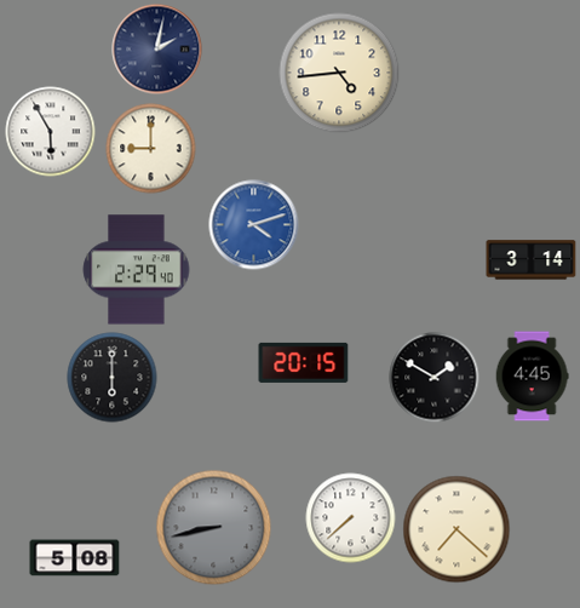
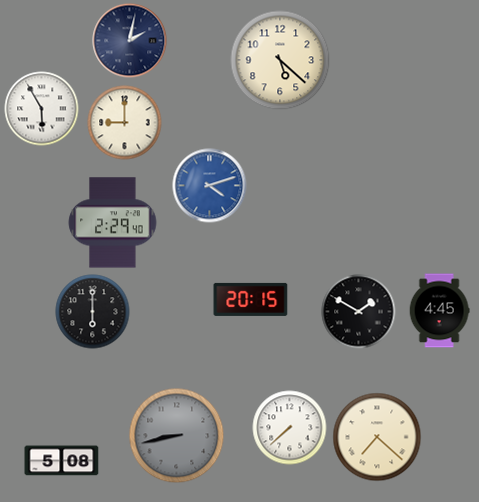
clock at (339, 73): 4:44 -> 5:22
clock at (532, 260): 3:14 -> none
